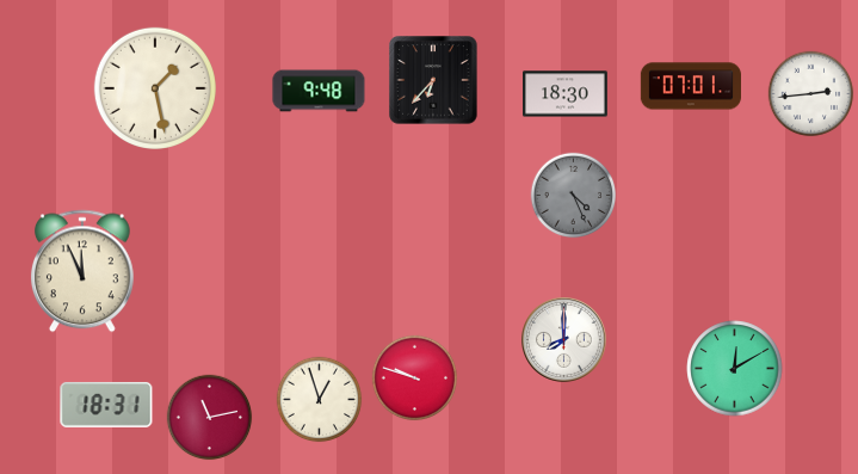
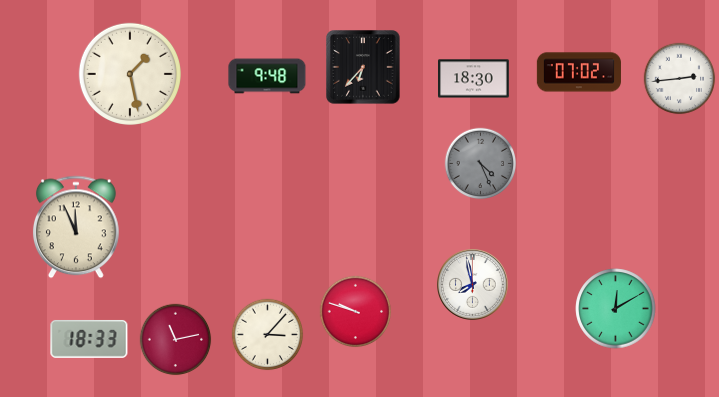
clock at (691, 86): 07:01 -> 07:02
clock at (82, 271) position: (82, 271) -> (76, 227)
clock at (564, 340): 8:00 -> 7:58
clock at (415, 378) position: (415, 378) -> (356, 312)
clock at (320, 400): 12:57 -> 3:07
clock at (106, 405): 18:31 -> 18:33
clock at (210, 418) position: (210, 418) -> (176, 340)
